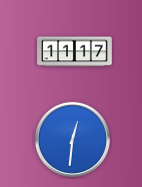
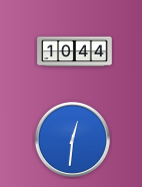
clock at (75, 52): 11:17 -> 10:44
